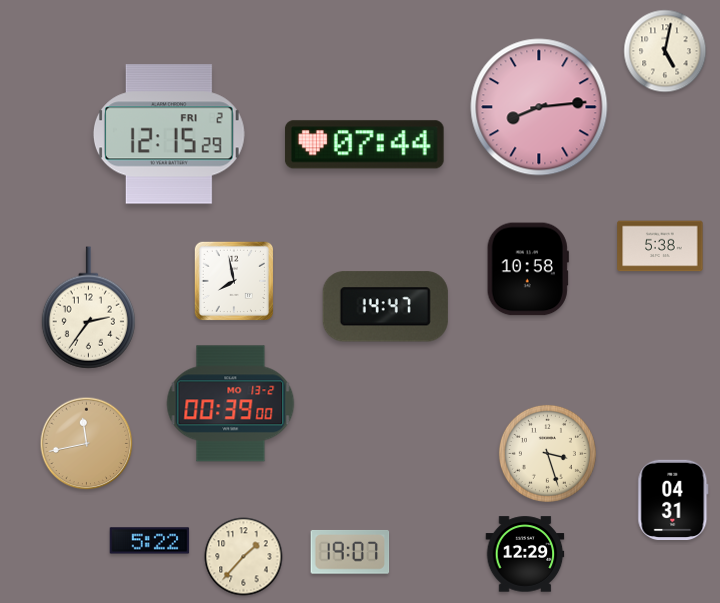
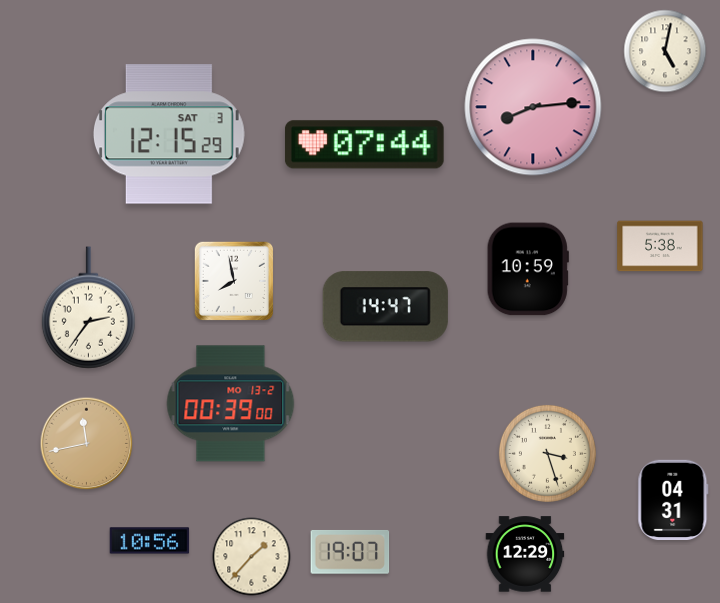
clock at (539, 107) position: (539, 107) -> (533, 107)
clock at (169, 134) date: FRI 2 -> SAT 3
clock at (528, 269): 10:58 -> 10:59
clock at (150, 541): 5:22 -> 10:56
clock at (244, 557) position: (244, 557) -> (252, 557)
